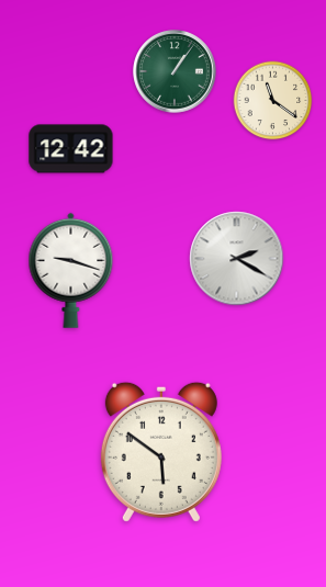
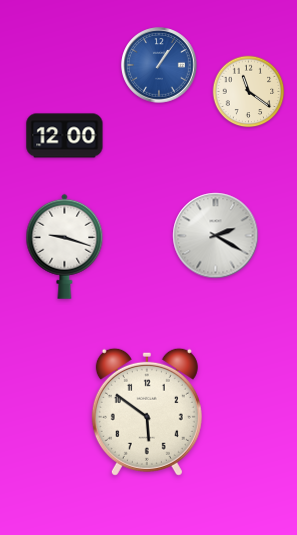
clock at (175, 71) dial: green -> blue
clock at (71, 149): 12:42 -> 12:00
